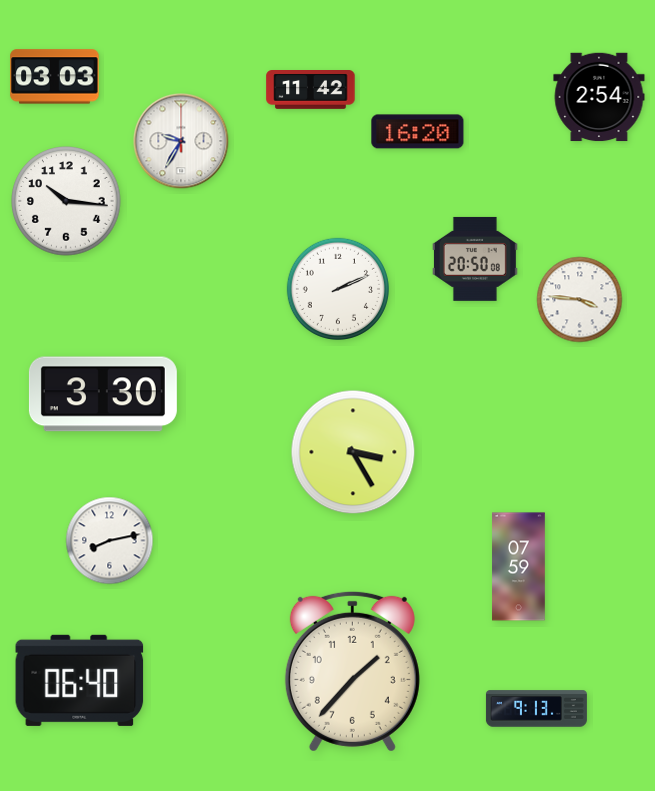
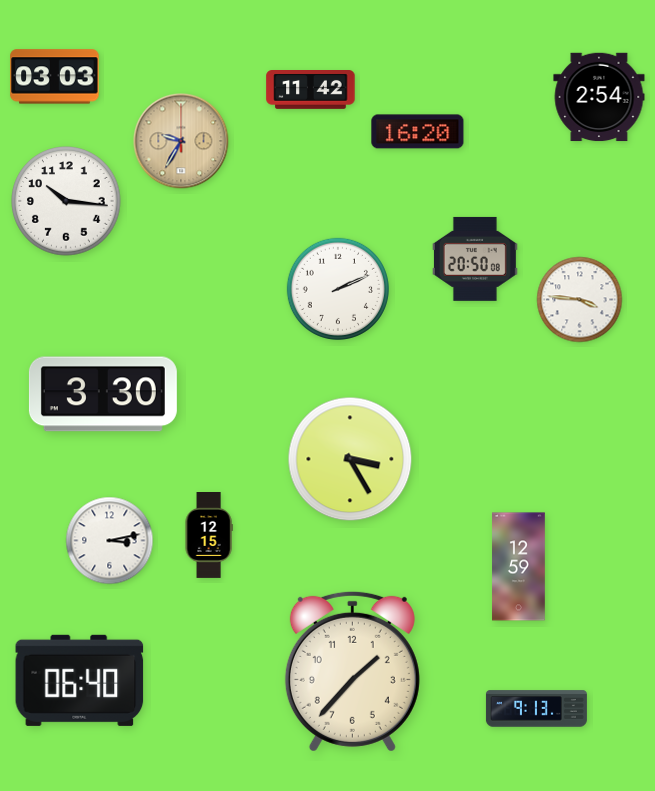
clock at (181, 141) dial: white -> champagne
clock at (353, 452) position: (353, 452) -> (350, 459)
clock at (209, 536): none -> 12:15
clock at (110, 541): 8:13 -> 3:13
clock at (519, 567): 07:59 -> 12:59
